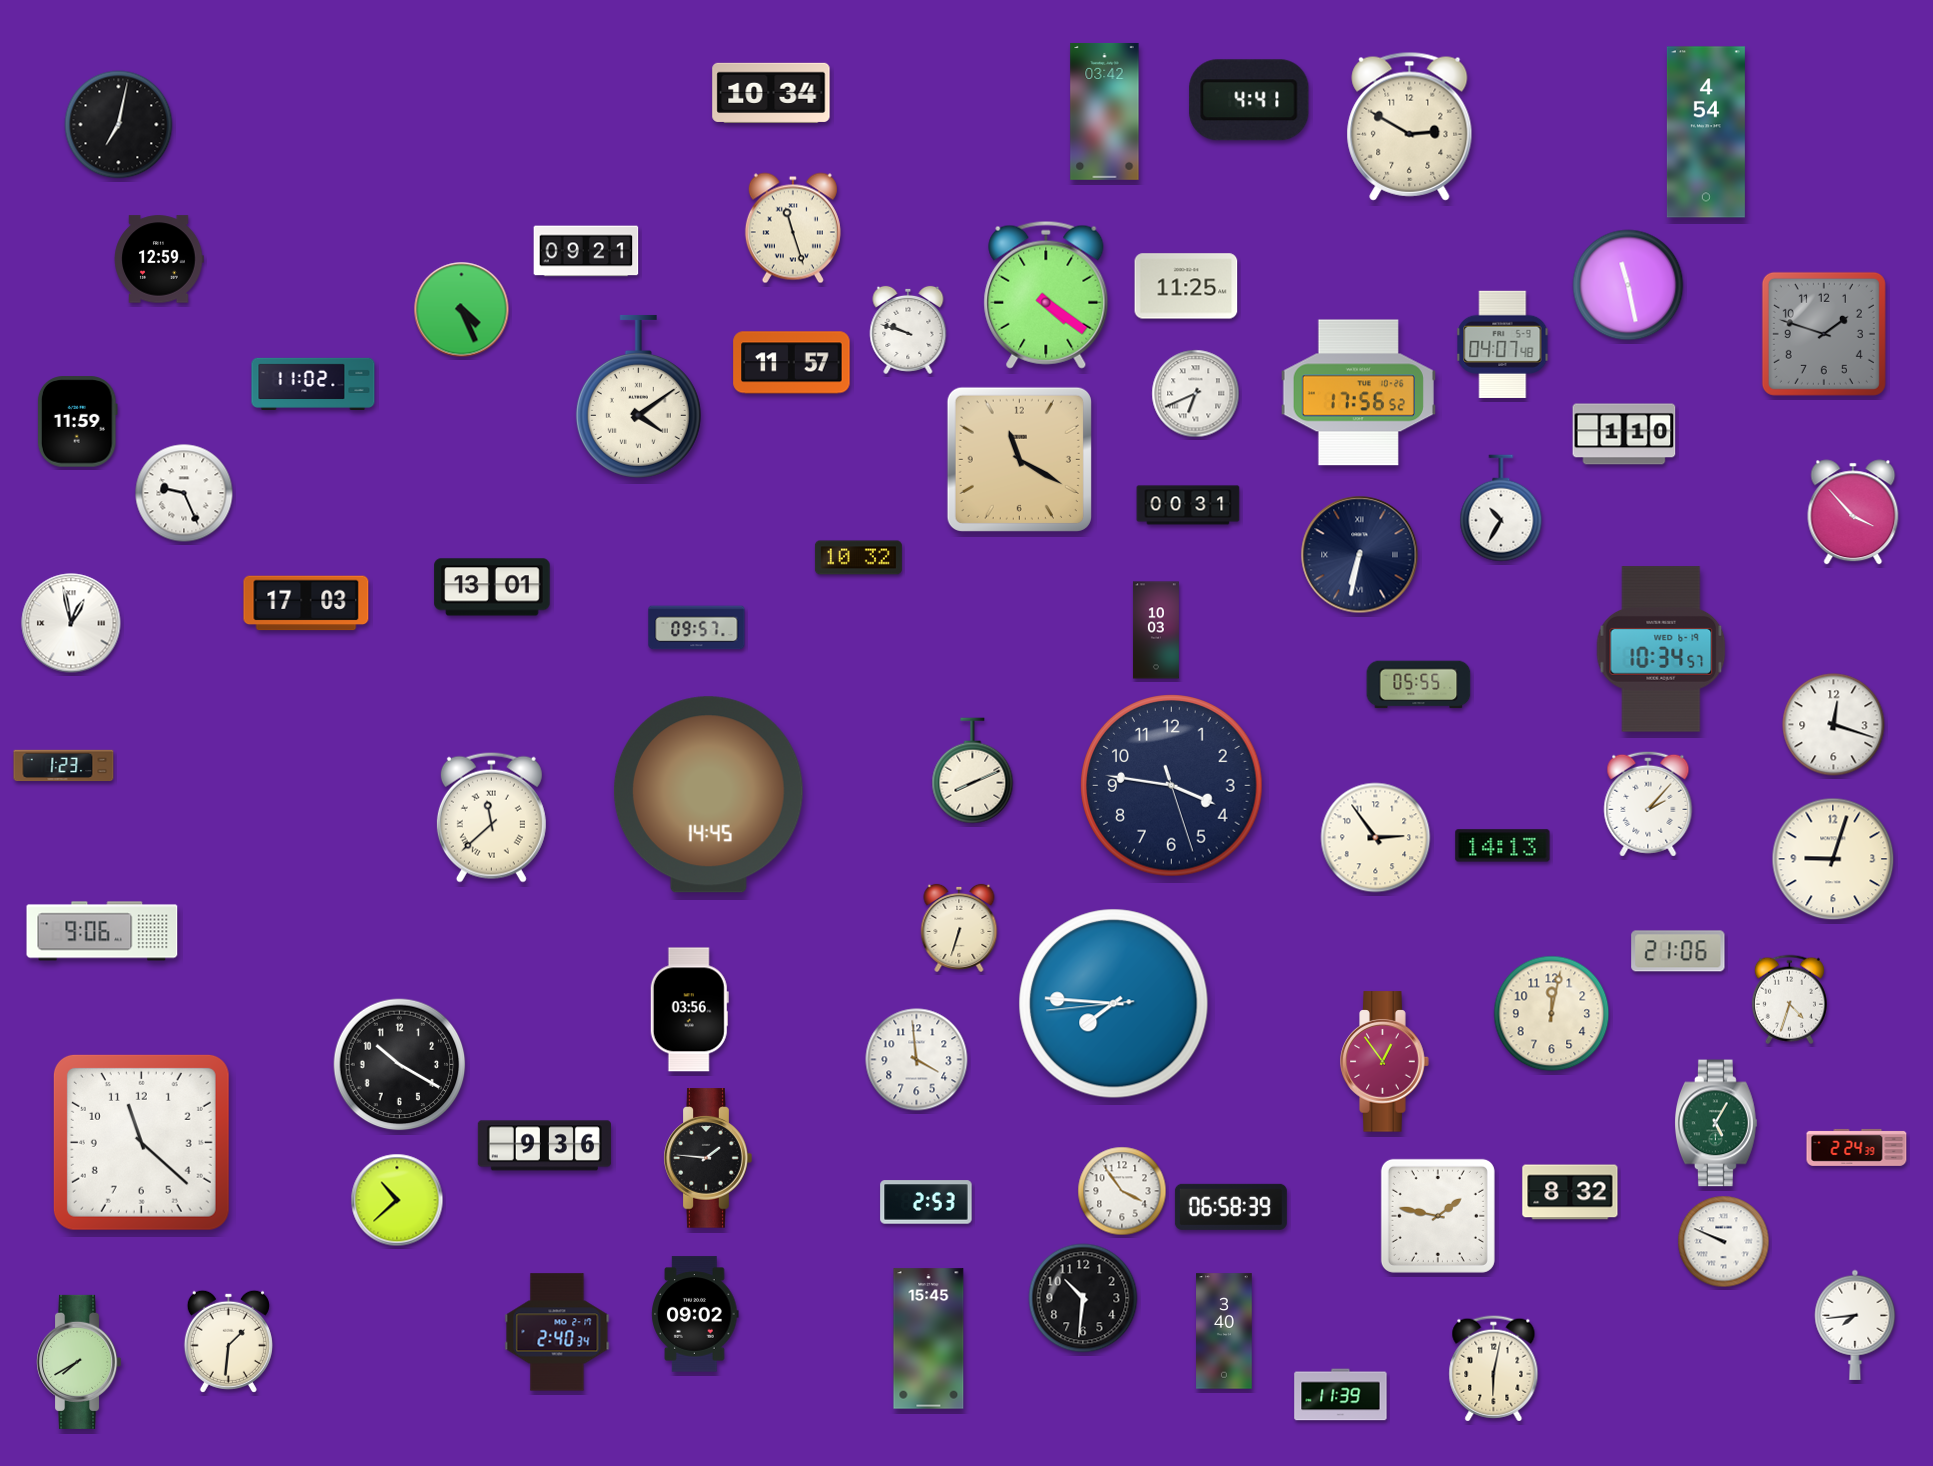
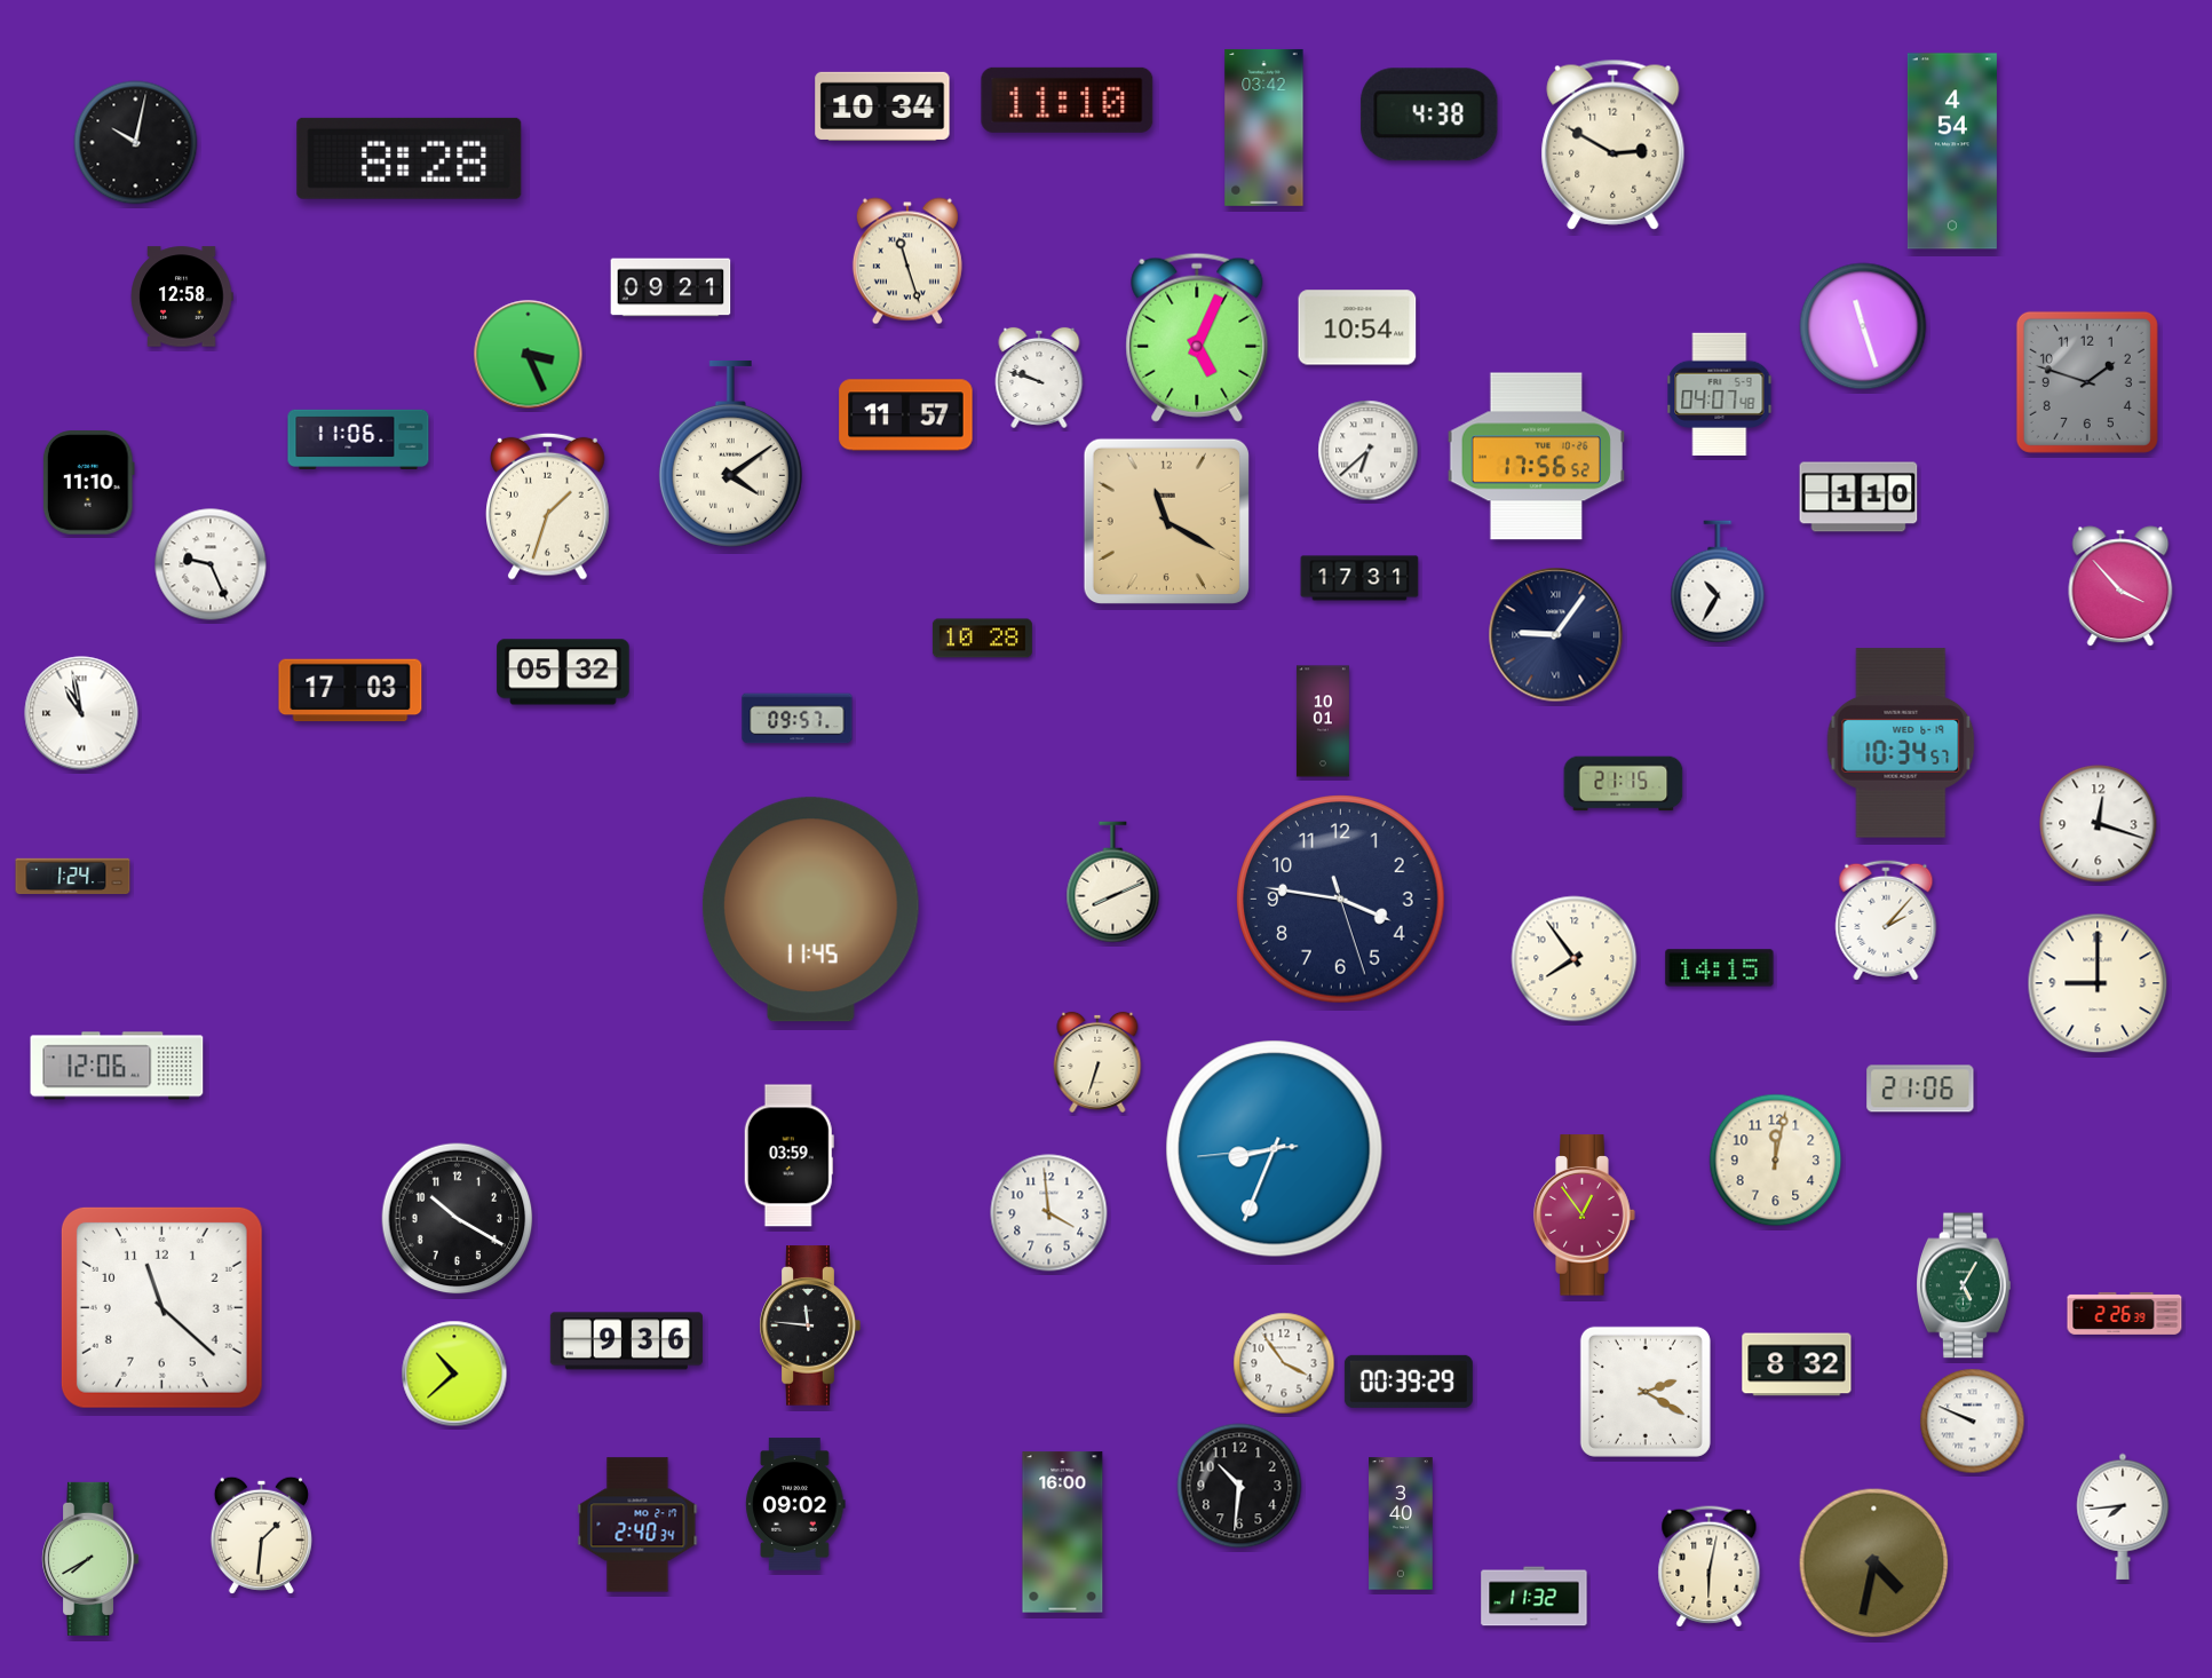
clock at (1068, 100): none -> 11:10
clock at (1249, 100): 4:41 -> 4:38
clock at (119, 125): 7:02 -> 10:02
clock at (410, 158): none -> 8:28
clock at (159, 259): 12:59 -> 12:58
clock at (1628, 285): 11:28 -> 11:27
clock at (1186, 286): 11:25 -> 10:54
clock at (1046, 295): 4:21 -> 5:04
clock at (462, 310): 4:26 -> 3:26
clock at (313, 383): 11:02 -> 11:06
clock at (1358, 393) position: (1358, 393) -> (1536, 457)
clock at (1196, 394): 6:41 -> 6:38
clock at (77, 422): 11:59 -> 11:10
clock at (548, 506): none -> 1:33
clock at (1019, 459) position: (1019, 459) -> (1166, 521)
clock at (1188, 505): 00:31 -> 17:31
clock at (1360, 555): 6:32 -> 9:06
clock at (858, 558): 10:32 -> 10:28
clock at (492, 587): 13:01 -> 05:32
clock at (71, 623): 12:58 -> 10:58
clock at (1156, 630): 10:03 -> 10:01
clock at (1419, 685): 05:55 -> 21:15
clock at (1834, 725) position: (1834, 725) -> (2099, 824)
clock at (64, 766): 1:23 -> 1:24
clock at (708, 795): 14:45 -> 11:45
clock at (491, 817): 11:38 -> none
clock at (1376, 838): 2:54 -> 7:54
clock at (1503, 846): 14:13 -> 14:15
clock at (1833, 859): 9:03 -> 9:00
clock at (102, 931): 9:06 -> 12:06
clock at (1789, 1000): 4:33 -> none
clock at (1114, 1004): 7:45 -> 8:33
clock at (689, 1010): 03:56 -> 03:59
clock at (544, 1146) position: (544, 1146) -> (626, 1341)
clock at (1857, 1147): 2:24 -> 2:26
clock at (708, 1158): 1:46 -> 11:46
clock at (926, 1202): 2:53 -> none
clock at (1231, 1207): 06:58 -> 00:39
clock at (1438, 1216): 1:47 -> 2:20
clock at (929, 1339): 15:45 -> 16:00
clock at (1874, 1564): none -> 4:32
clock at (1341, 1395): 11:39 -> 11:32
